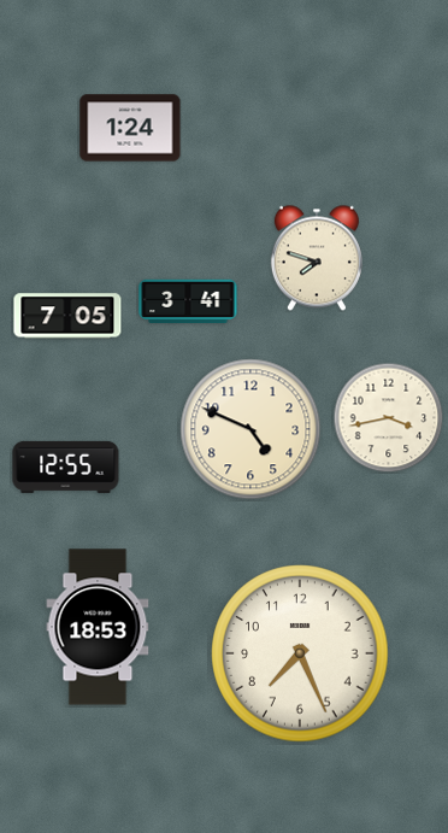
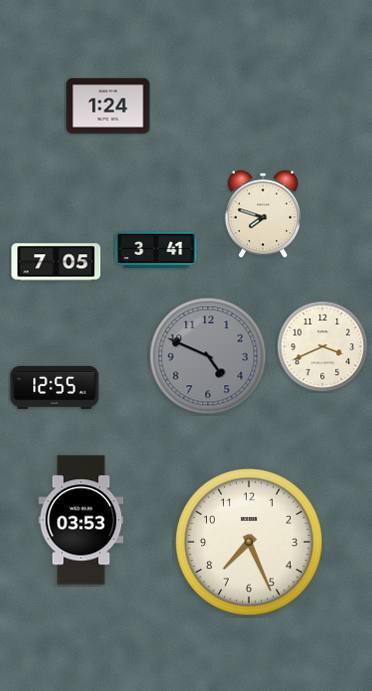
clock at (388, 417): 3:43 -> 3:41
clock at (250, 429) dial: cream -> grey
clock at (98, 627): 18:53 -> 03:53
